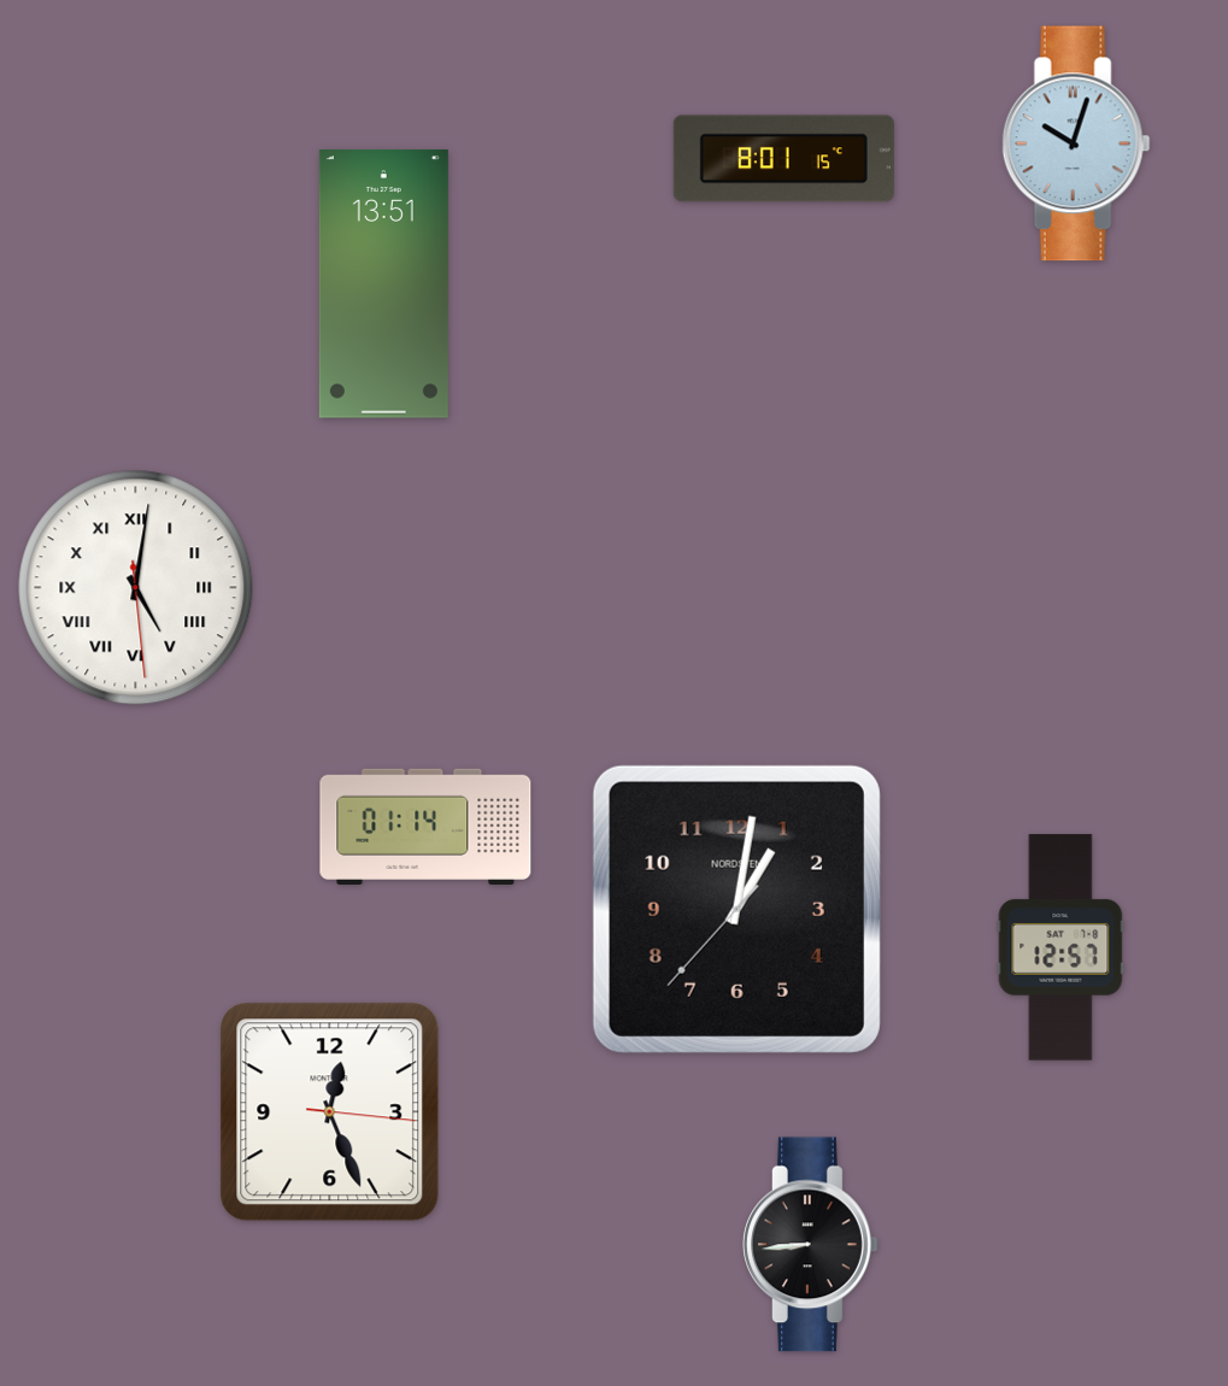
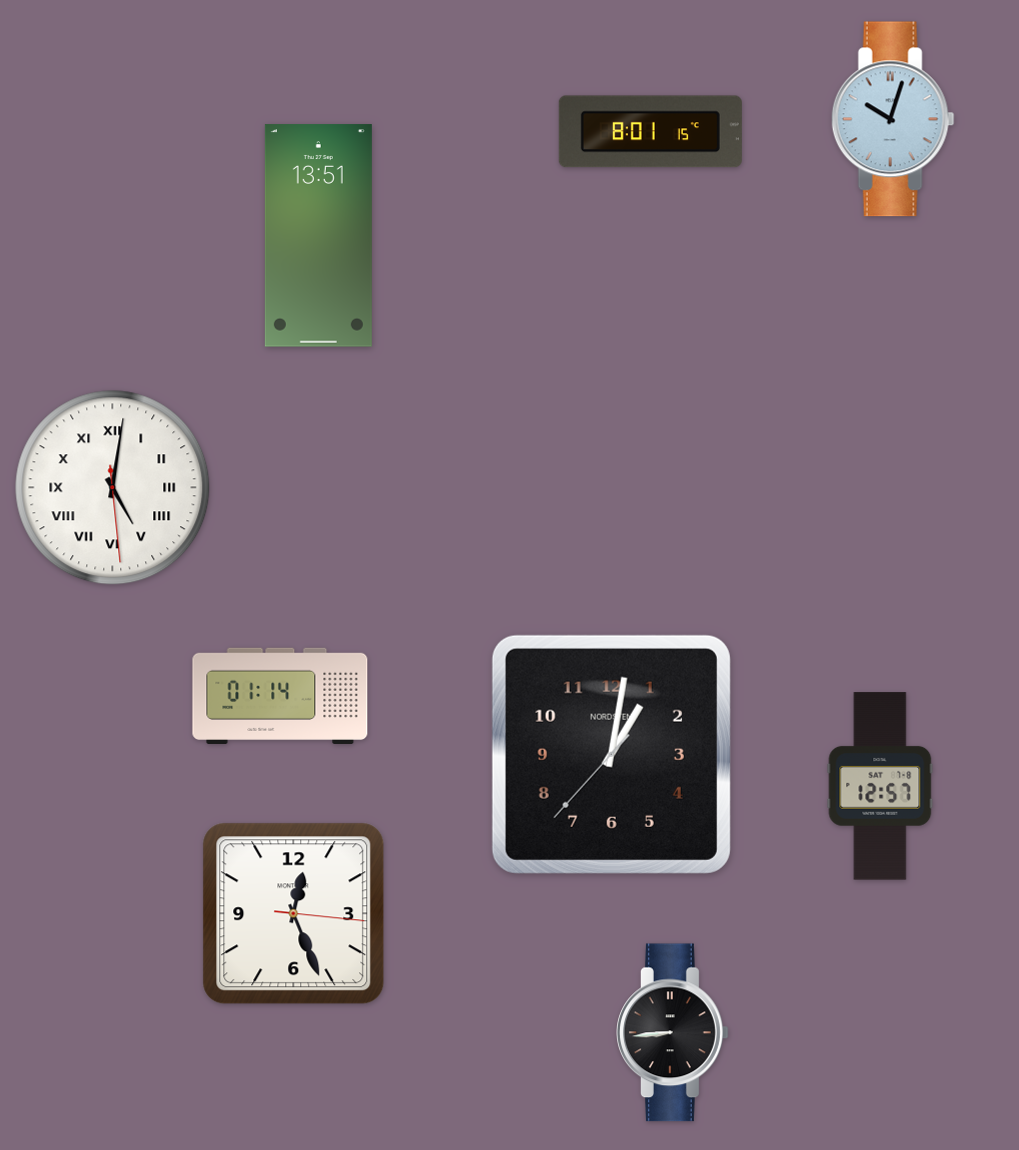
clock at (425, 826) position: (425, 826) -> (280, 695)
clock at (330, 1112) position: (330, 1112) -> (294, 914)
